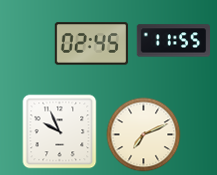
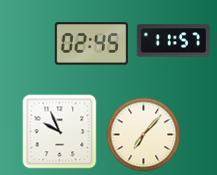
clock at (173, 41): 11:55 -> 11:57
clock at (144, 135): 7:11 -> 7:07
